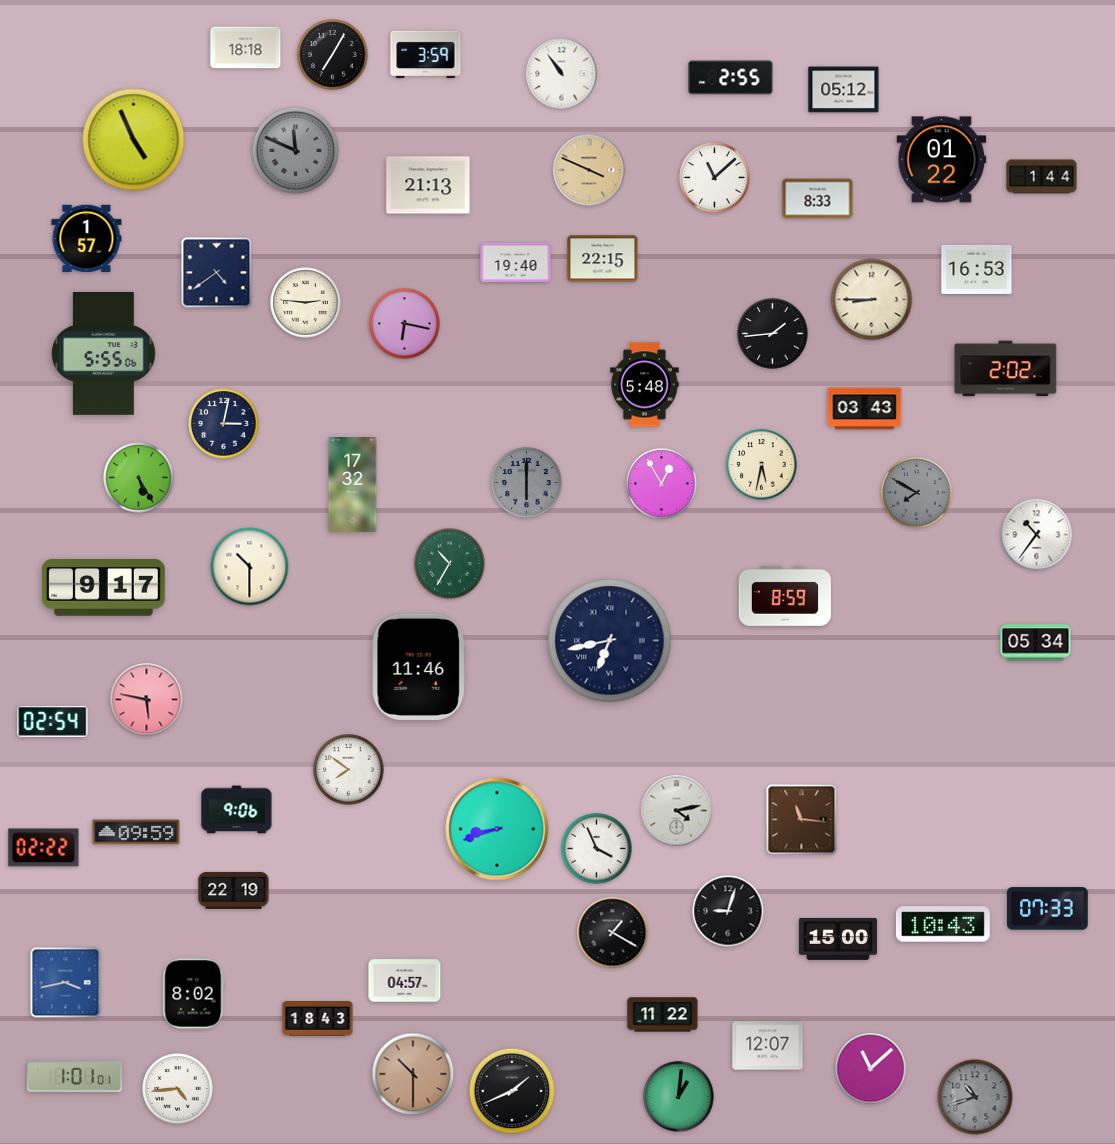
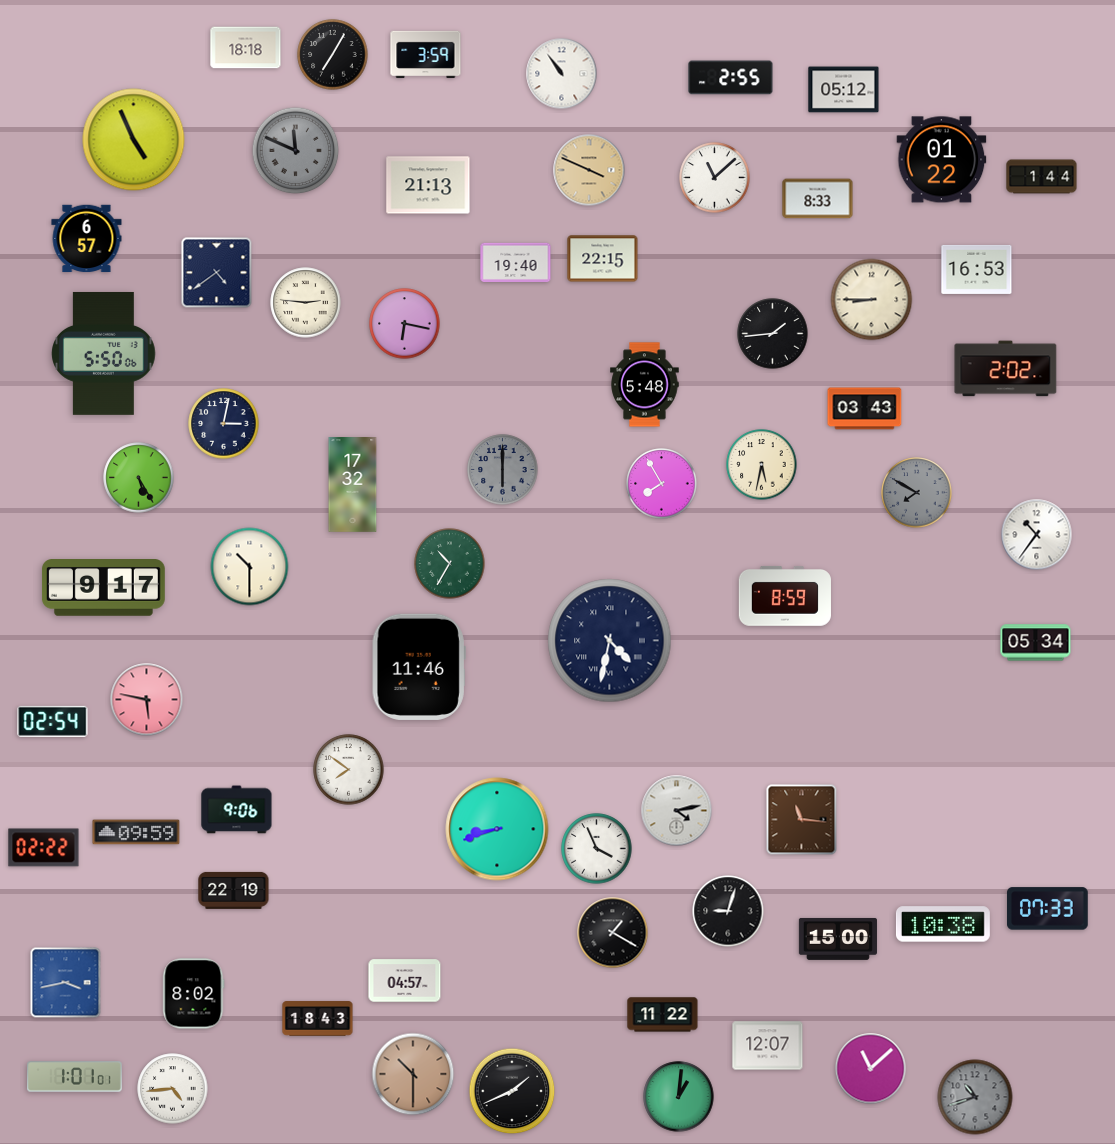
clock at (87, 239): 1:57 -> 6:57
clock at (104, 353): 5:55 -> 5:50
clock at (527, 483) position: (527, 483) -> (503, 470)
clock at (662, 484): 12:55 -> 7:55
clock at (610, 641): 6:43 -> 4:32
clock at (943, 924): 10:43 -> 10:38
clock at (178, 1089) position: (178, 1089) -> (173, 1089)
